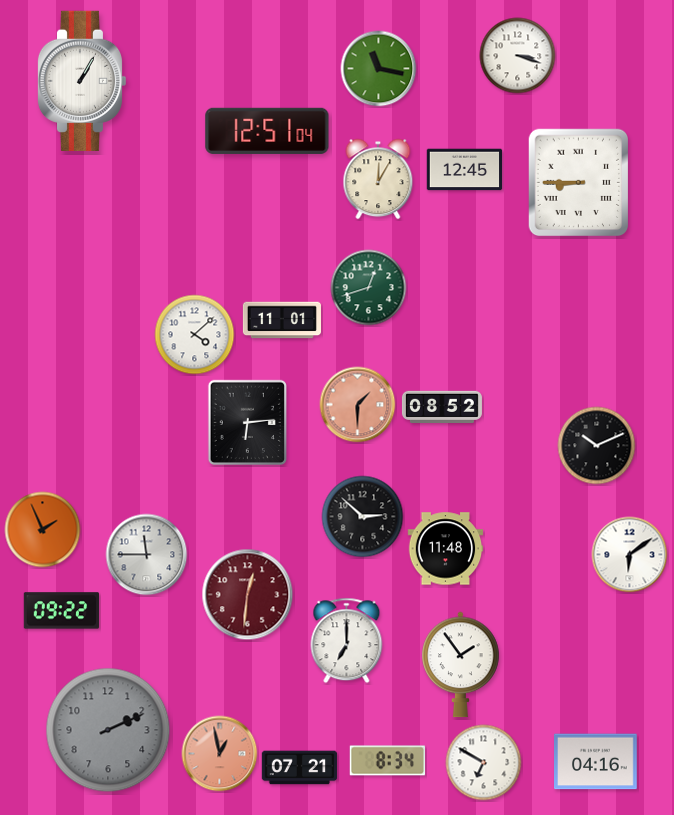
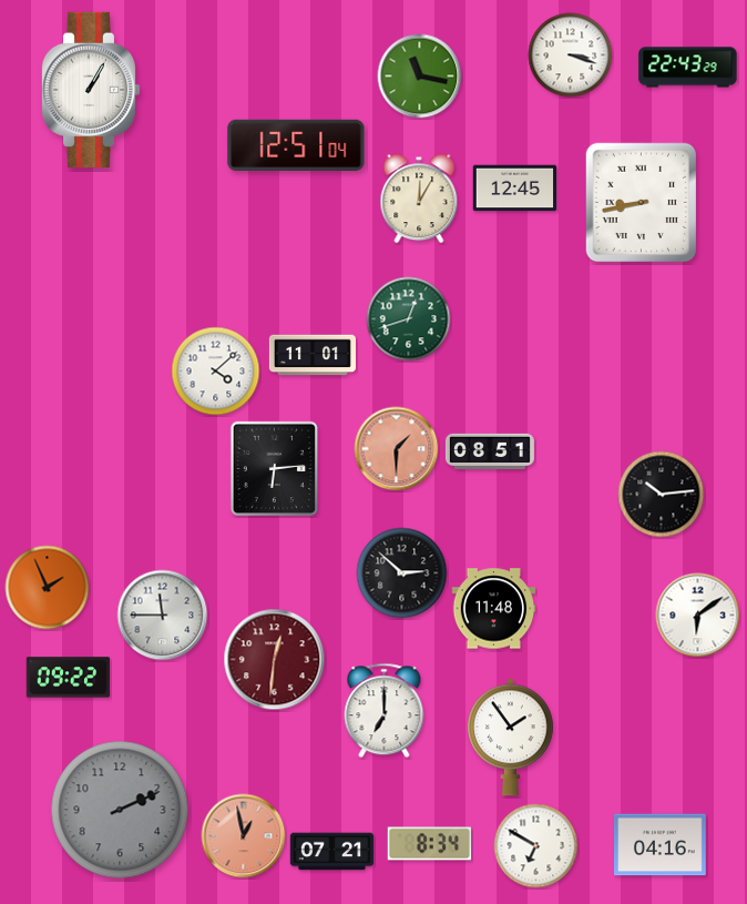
clock at (518, 56) position: (518, 56) -> (571, 55)
clock at (688, 68): none -> 22:43
clock at (579, 183): 8:45 -> 8:43
clock at (442, 406): 08:52 -> 08:51
clock at (597, 446): 10:11 -> 10:14
